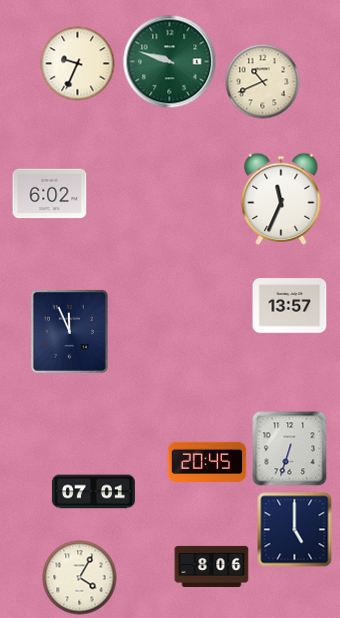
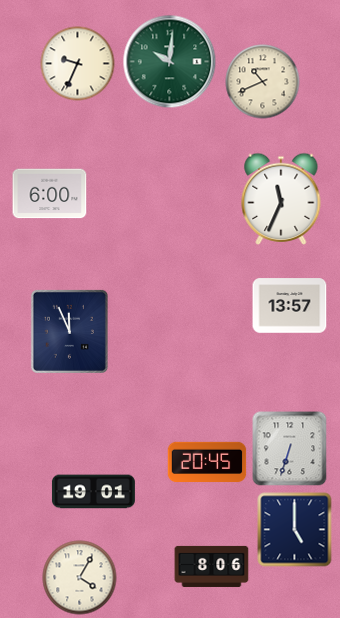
clock at (170, 62): 9:48 -> 10:01
clock at (50, 194): 6:02 -> 6:00
clock at (93, 492): 07:01 -> 19:01
